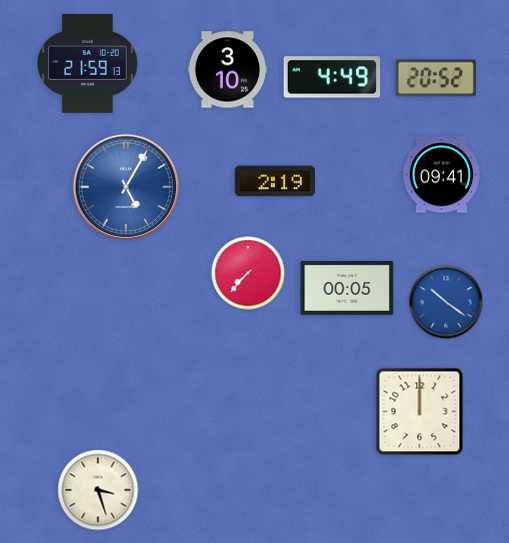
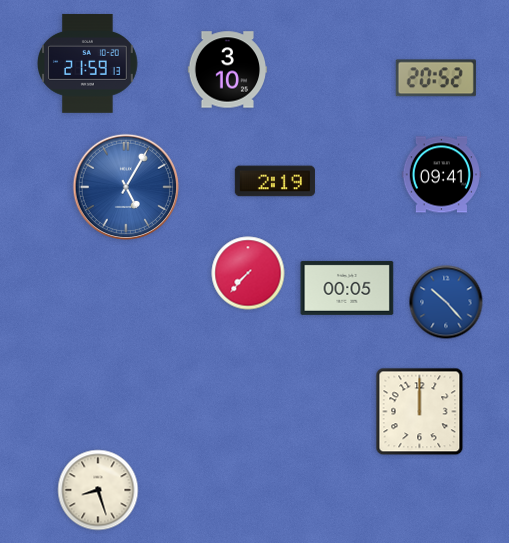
clock at (332, 77): 4:49 -> none
clock at (446, 302): 10:21 -> 10:23
clock at (98, 490): 3:27 -> 8:27
